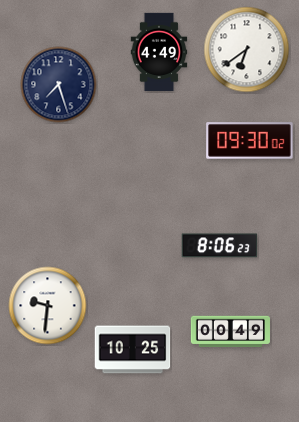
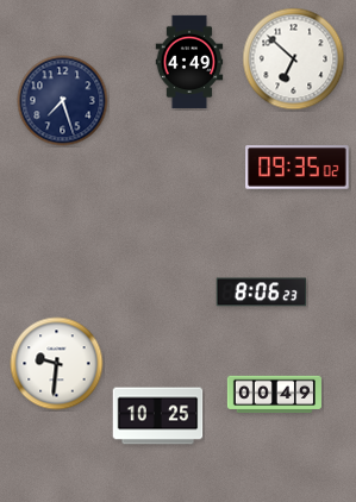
clock at (247, 50): 6:39 -> 6:52
clock at (59, 85) position: (59, 85) -> (63, 101)
clock at (250, 141): 09:30 -> 09:35
